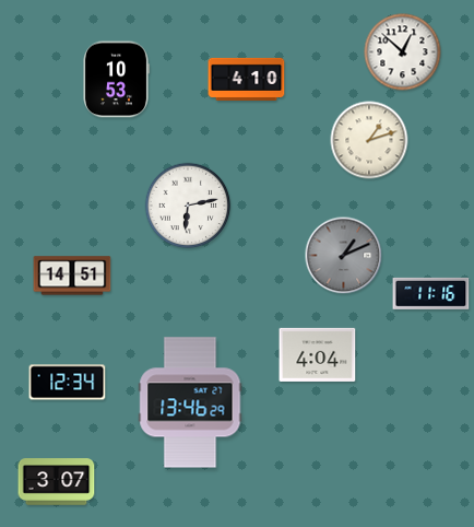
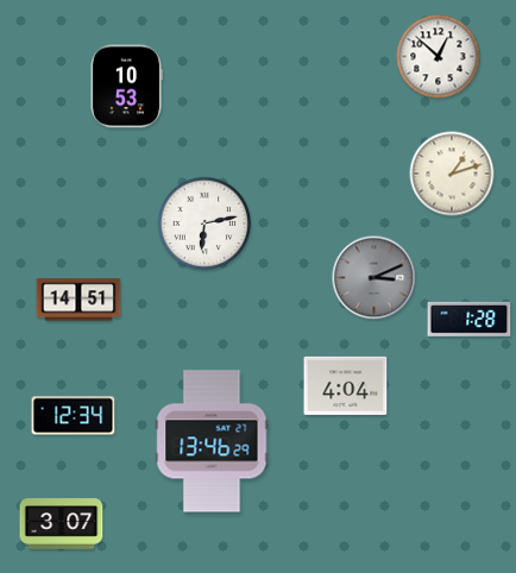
clock at (247, 79): 4:10 -> none
clock at (369, 140) position: (369, 140) -> (452, 174)
clock at (344, 256): 1:11 -> 3:11
clock at (431, 293): 11:16 -> 1:28
clock at (190, 402) position: (190, 402) -> (212, 441)
